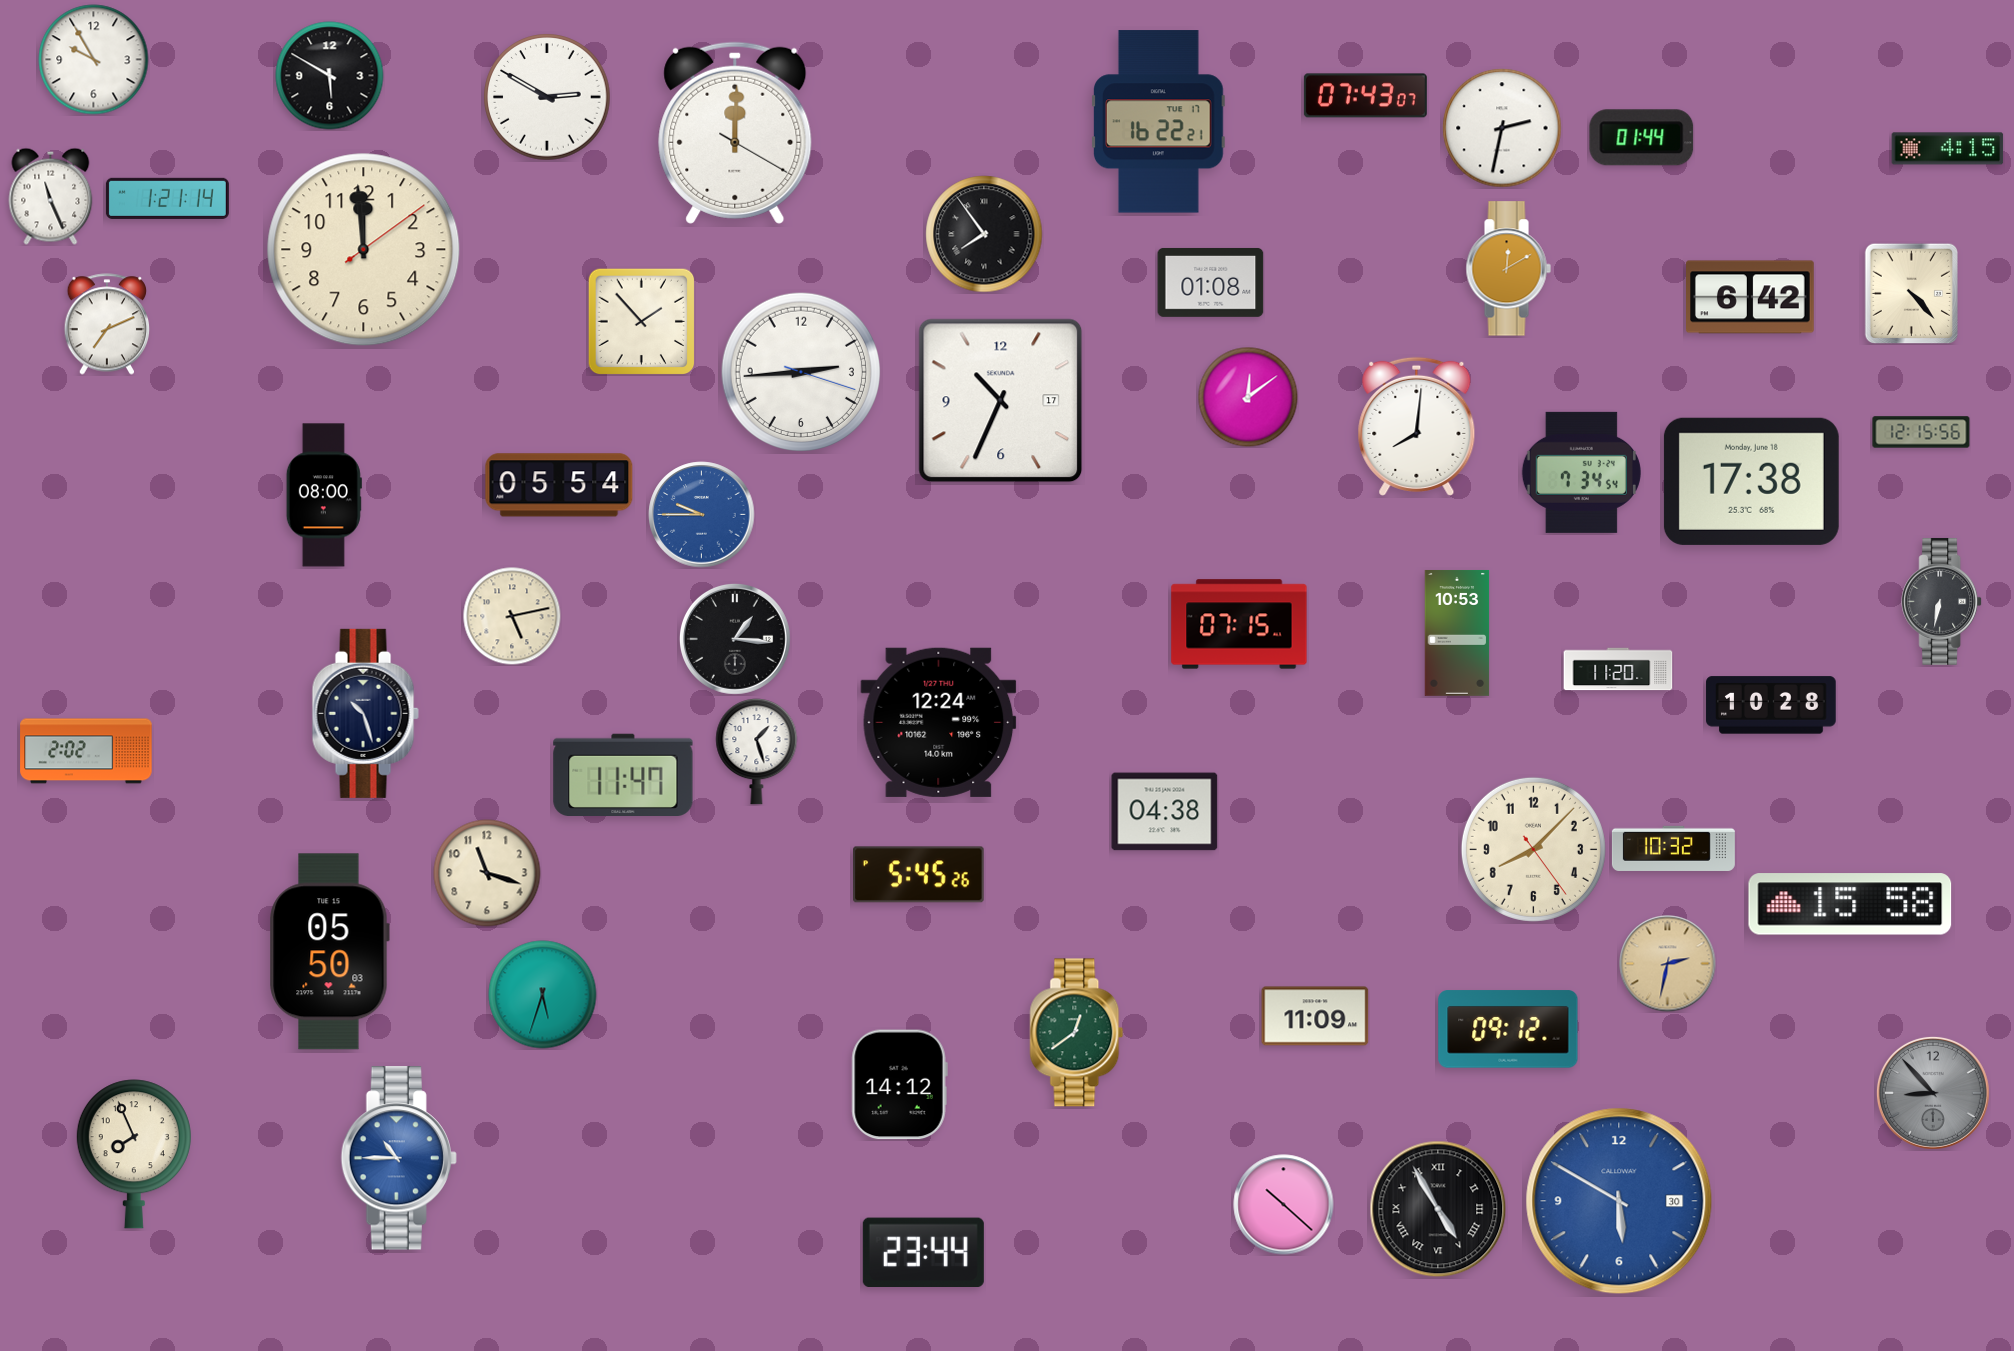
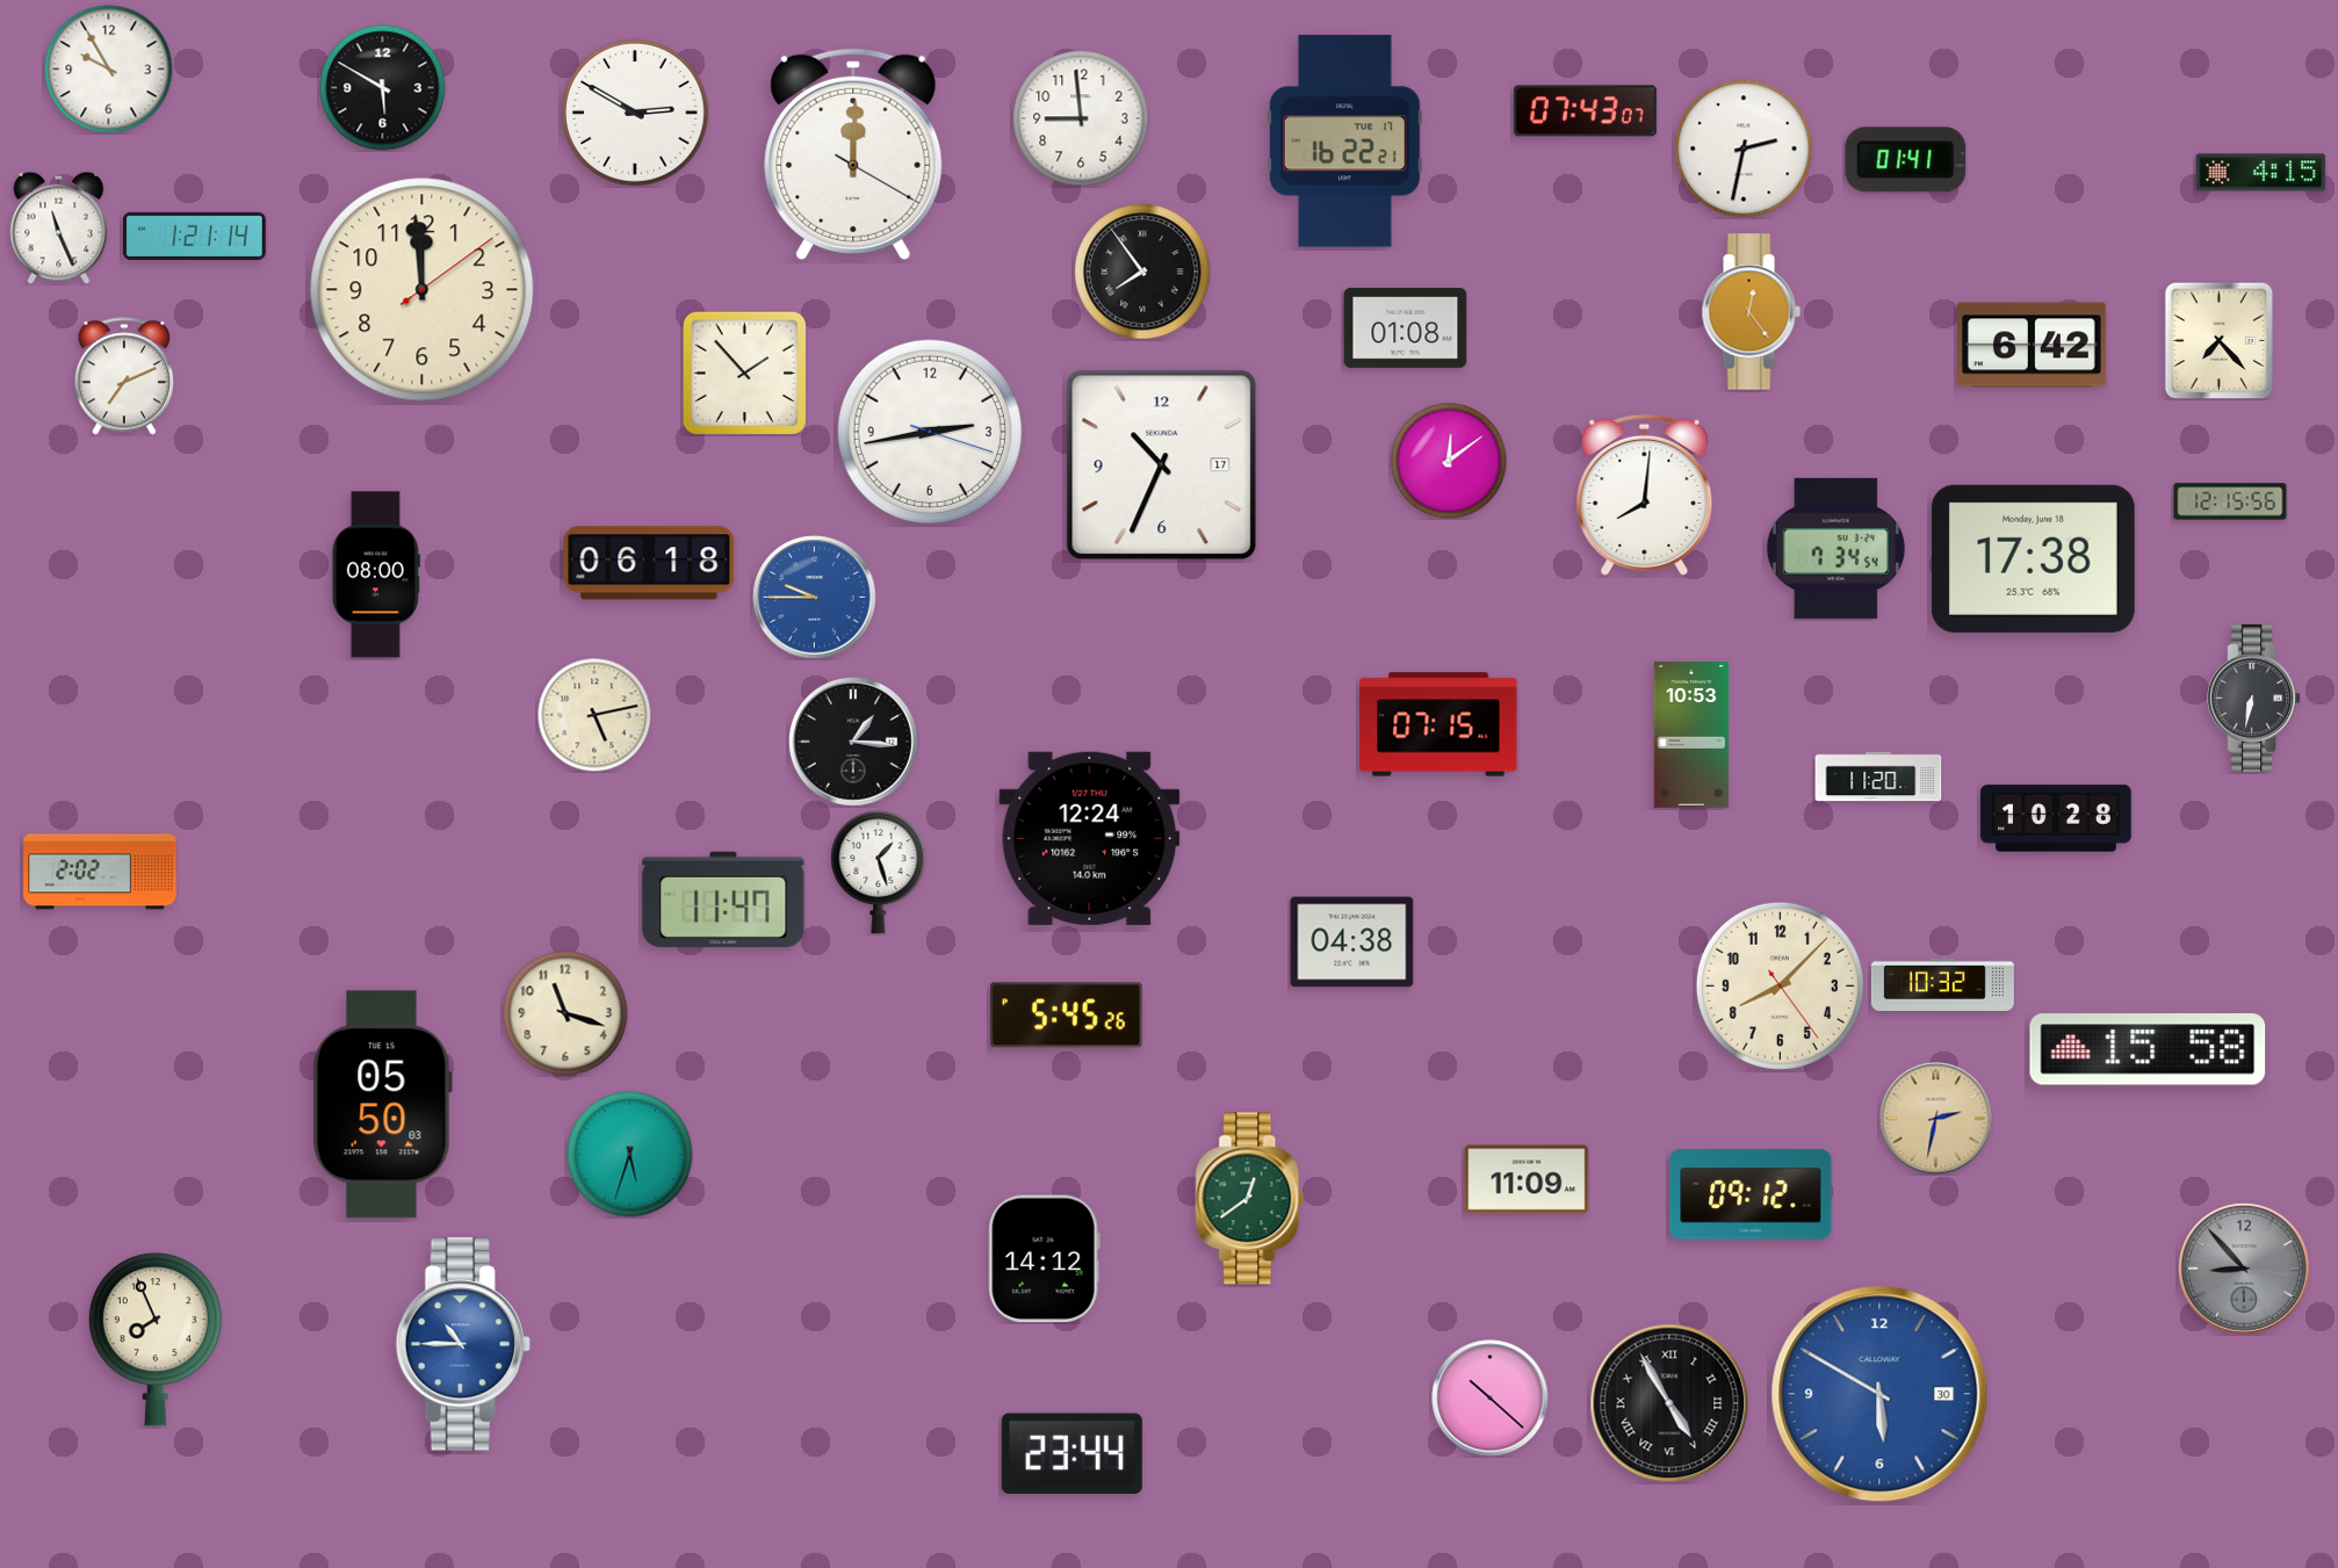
clock at (1081, 118): none -> 8:59
clock at (1642, 138): 01:44 -> 01:41
clock at (167, 198) position: (167, 198) -> (194, 236)
clock at (1508, 269): 12:10 -> 12:24
clock at (1911, 293): 4:23 -> 7:23
clock at (800, 371): 2:44 -> 2:43
clock at (559, 485): 05:54 -> 06:18
clock at (365, 713): 10:27 -> none
